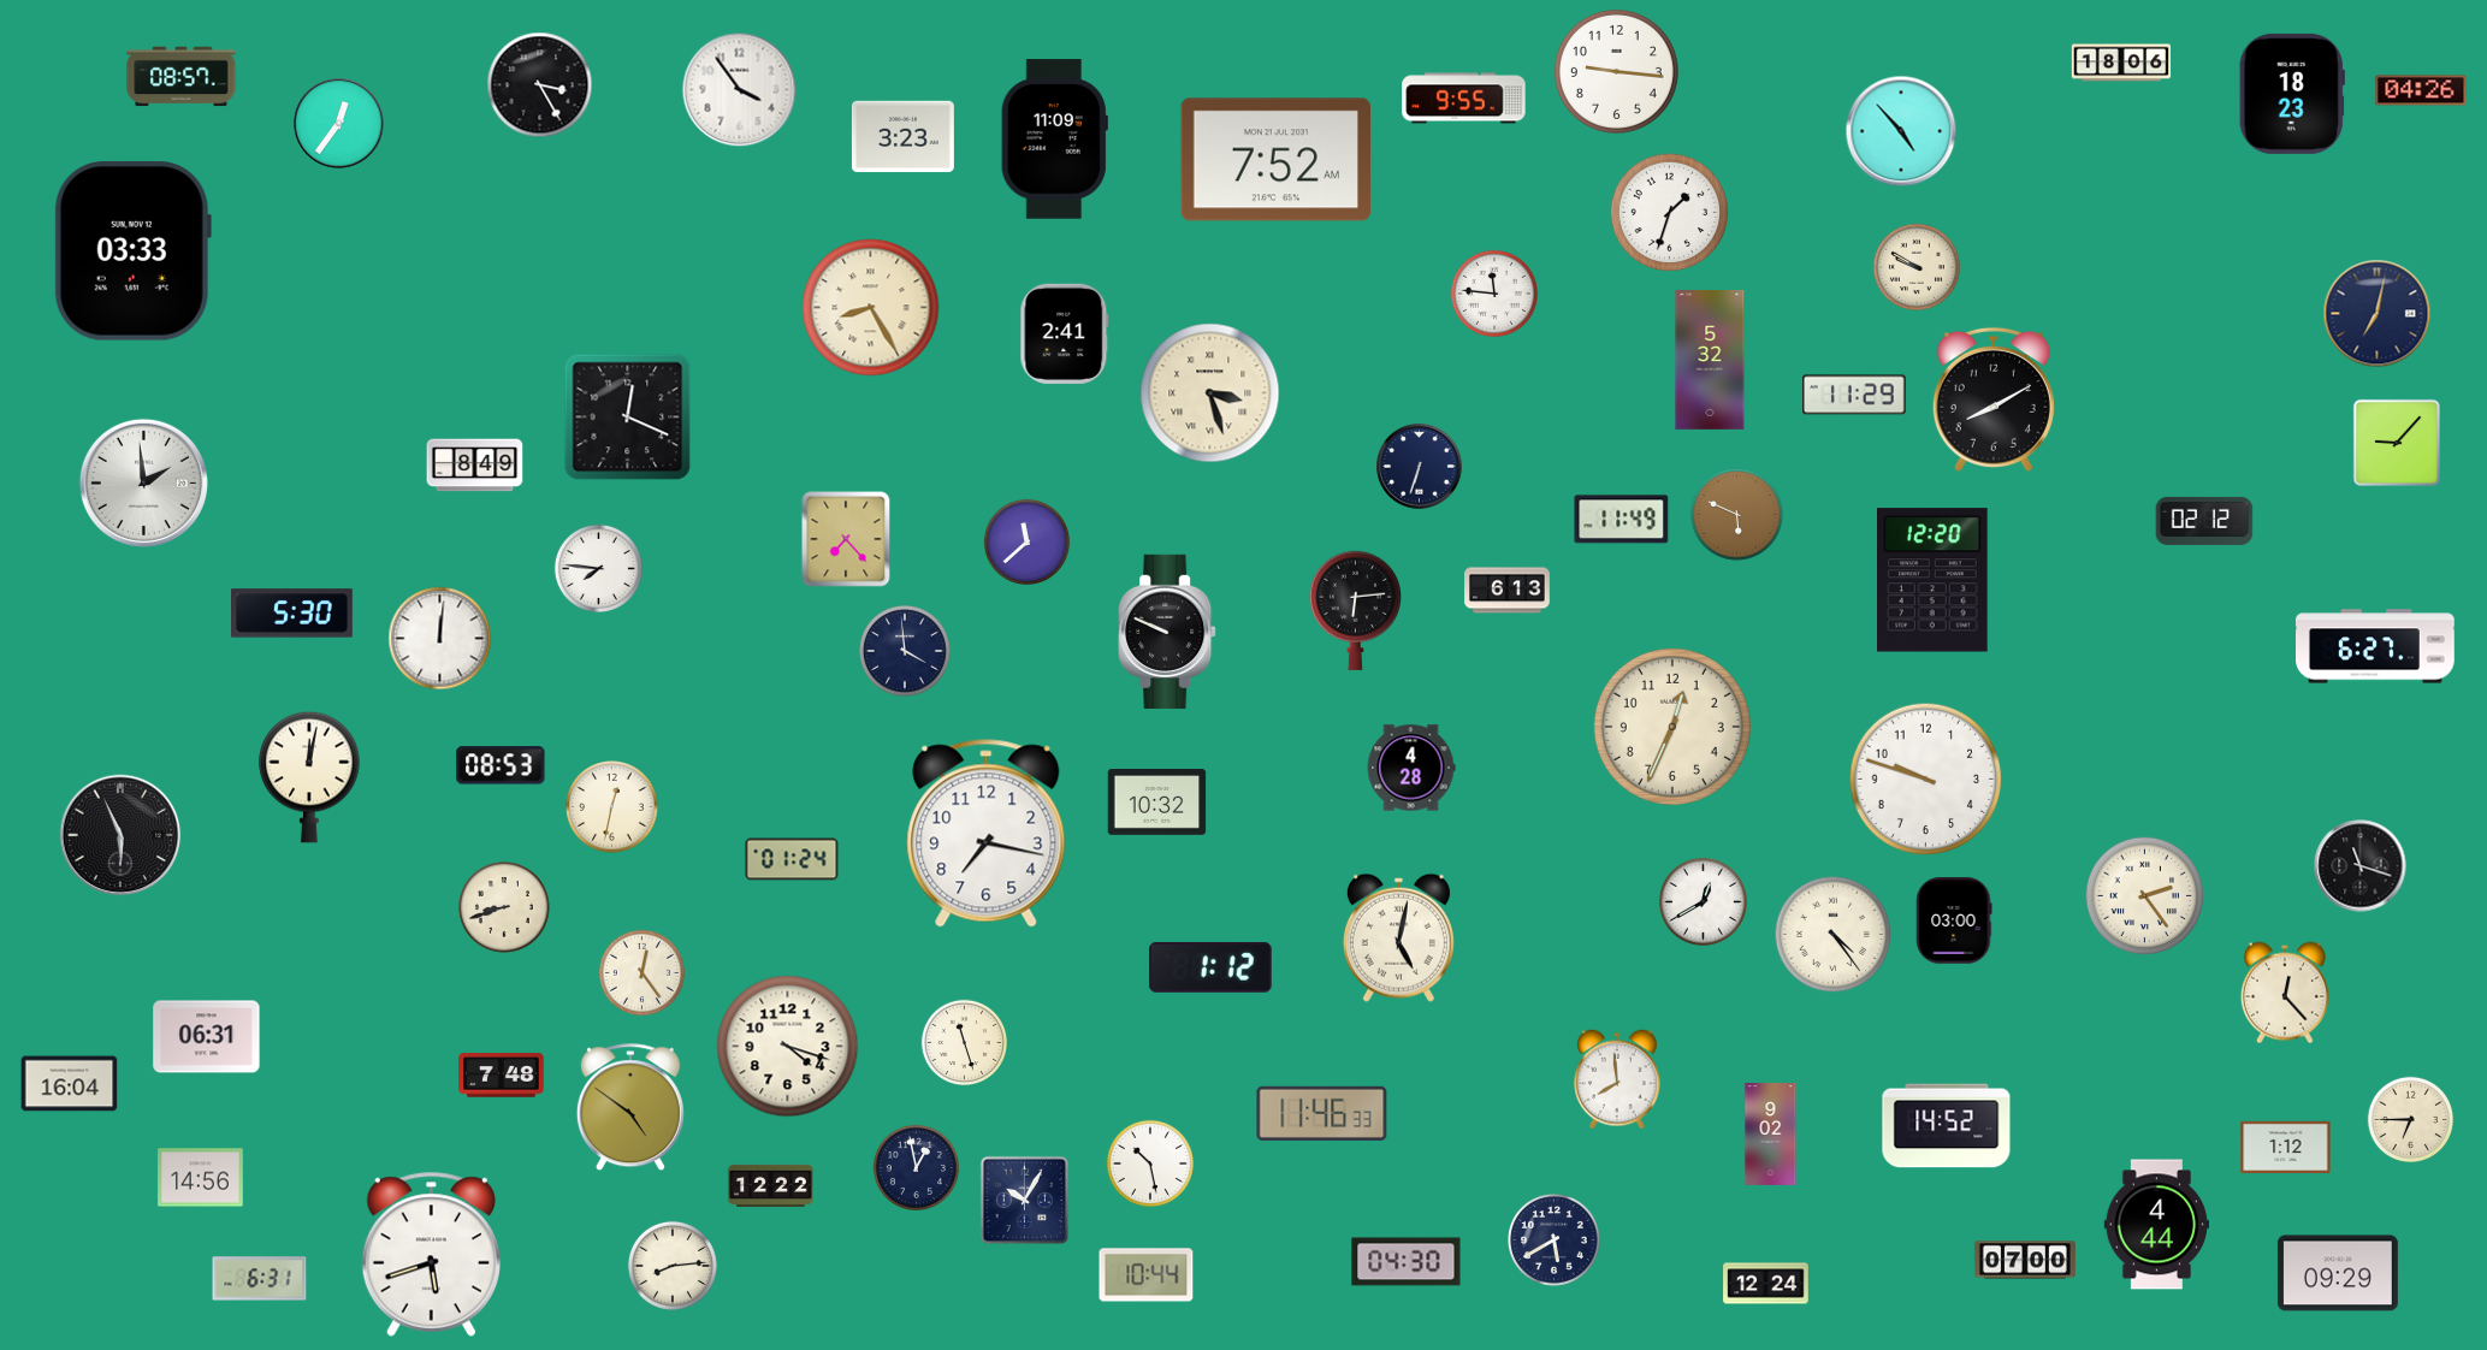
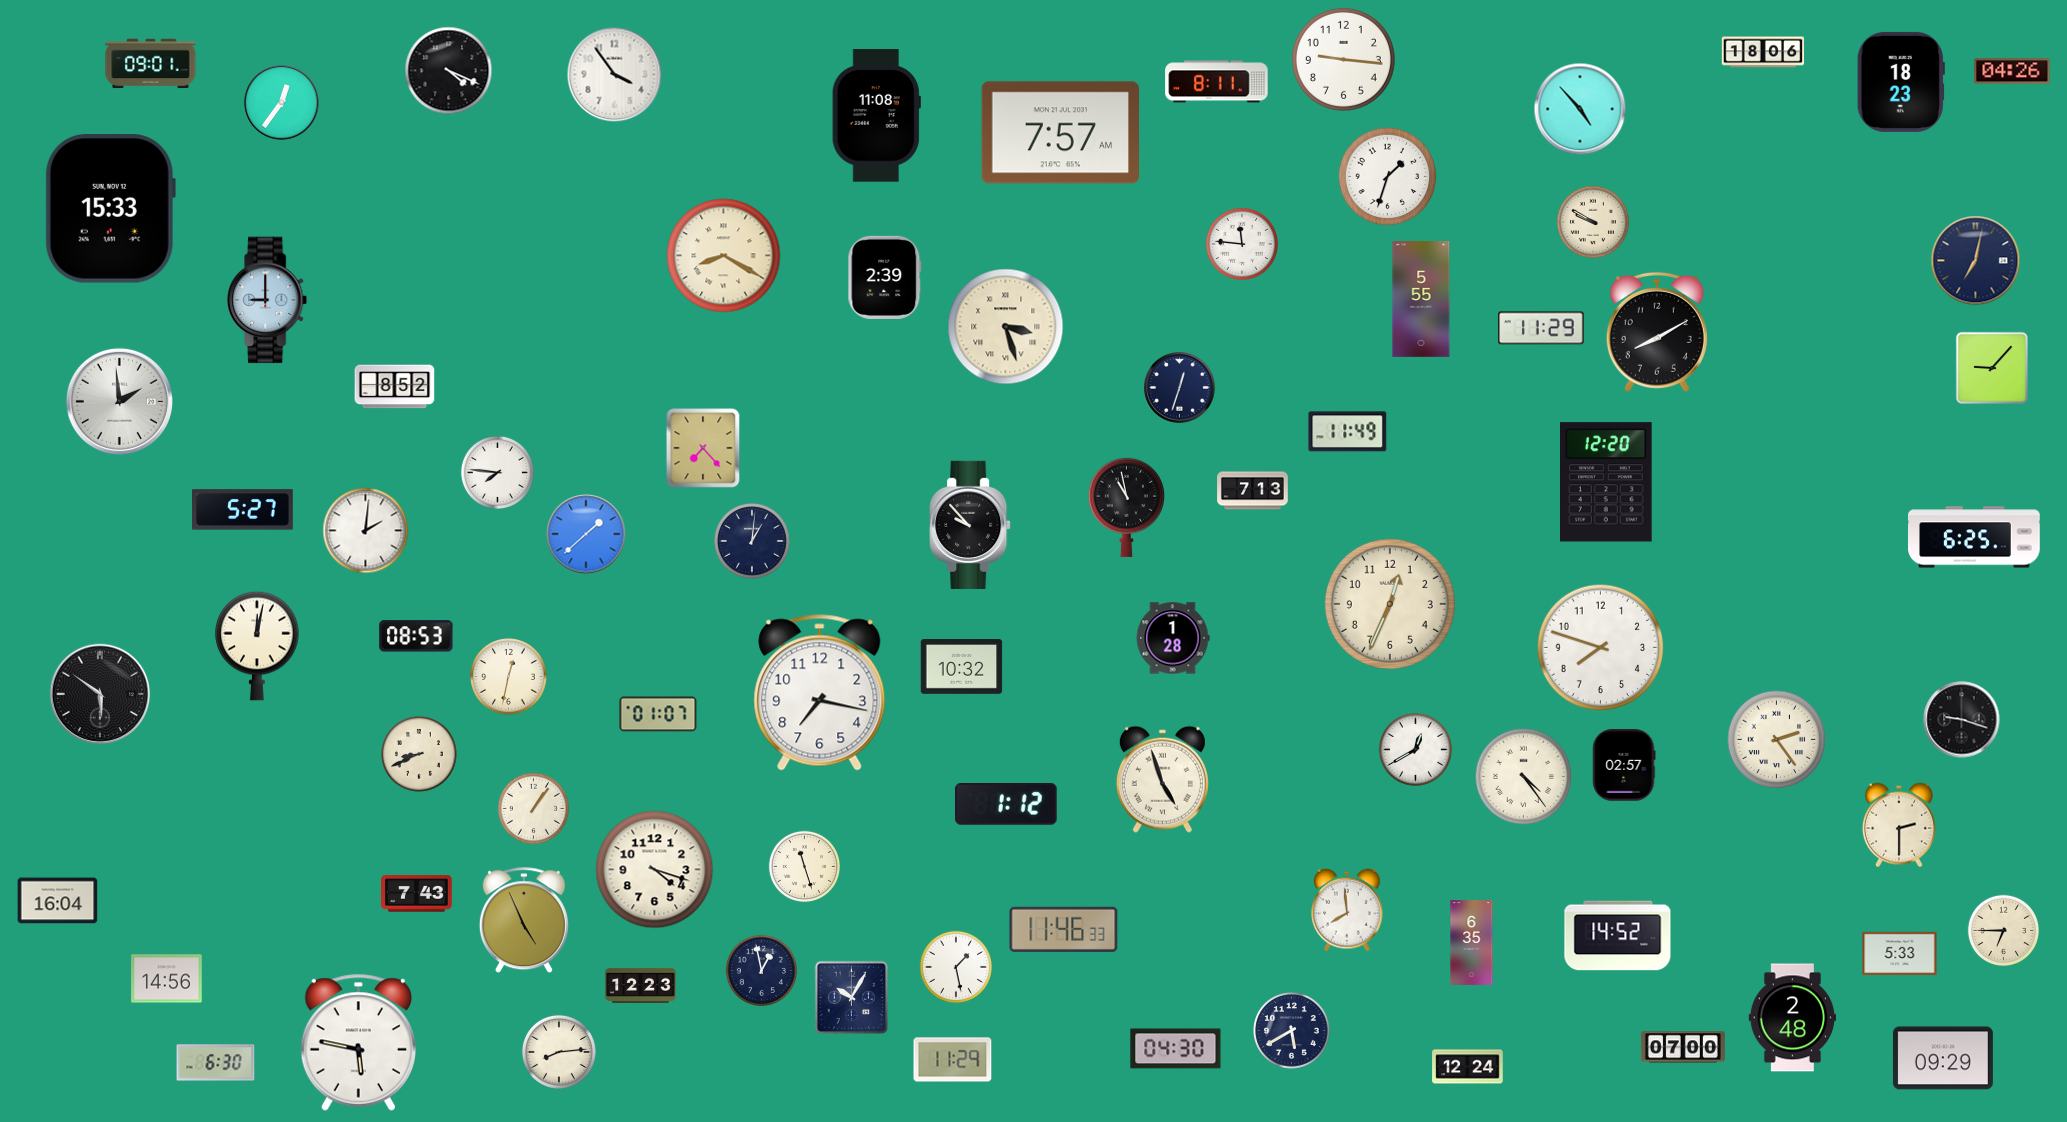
clock at (182, 77): 08:57 -> 09:01
clock at (540, 85): 3:25 -> 4:19
clock at (2421, 90) position: (2421, 90) -> (2012, 71)
clock at (2292, 94) position: (2292, 94) -> (1901, 82)
clock at (1464, 99): 9:55 -> 8:11
clock at (902, 137): 3:23 -> none
clock at (1054, 140): 11:09 -> 11:08
clock at (1277, 160): 7:52 -> 7:57
clock at (132, 251): 03:33 -> 15:33
clock at (871, 308): 8:25 -> 8:20
clock at (1065, 333): 2:41 -> 2:39
clock at (268, 300): none -> 9:00
clock at (1710, 361): 5:32 -> 5:55
clock at (628, 418): 12:19 -> none
clock at (475, 466): 8:49 -> 8:52
clock at (1420, 467): 6:33 -> 12:33
clock at (1737, 515): 5:49 -> none
clock at (2204, 521): 02:12 -> none
clock at (1026, 541): 11:38 -> none
clock at (1508, 591): 6:13 -> 7:13
clock at (1355, 610): 6:14 -> 10:58
clock at (292, 614): 5:30 -> 5:27
clock at (1167, 632): 9:49 -> 9:53
clock at (440, 639): 12:01 -> 2:01
clock at (586, 534): none -> 1:38
clock at (2376, 646): 6:27 -> 6:25
clock at (906, 652): 3:59 -> 1:01
clock at (1411, 768): 4:28 -> 1:28
clock at (1926, 780): 9:48 -> 7:48
clock at (612, 807) position: (612, 807) -> (509, 677)
clock at (120, 835): 5:56 -> 5:51
clock at (792, 859): 01:24 -> 01:07
clock at (2361, 866): 11:18 -> 9:18
clock at (2145, 896) position: (2145, 896) -> (1777, 740)
clock at (505, 908): 8:42 -> 8:41
clock at (1954, 920): 03:00 -> 02:57
clock at (1398, 937): 5:02 -> 4:57
clock at (641, 972): 12:24 -> 1:06
clock at (2285, 993): 12:23 -> 2:30
clock at (207, 1037): 06:31 -> none
clock at (964, 1042) position: (964, 1042) -> (804, 866)
clock at (502, 1076): 7:48 -> 7:43
clock at (1618, 1079) position: (1618, 1079) -> (1348, 910)
clock at (630, 1108): 4:51 -> 4:56
clock at (1322, 1113) position: (1322, 1113) -> (1064, 929)
clock at (1771, 1135): 9:02 -> 6:35
clock at (2286, 1148): 1:12 -> 5:33
clock at (1150, 1164): 10:28 -> 1:28
clock at (771, 1185): 12:22 -> 12:23
clock at (2156, 1225): 4:44 -> 2:48
clock at (431, 1254): 5:42 -> 5:47
clock at (1407, 1262) position: (1407, 1262) -> (1176, 1049)
clock at (1147, 1275): 10:44 -> 11:29
clock at (260, 1279): 6:31 -> 6:30
